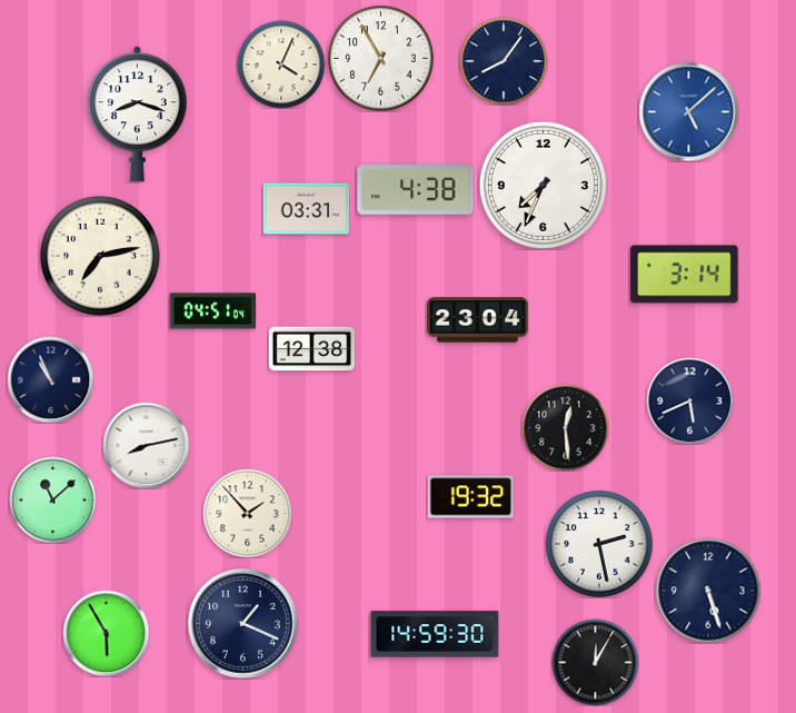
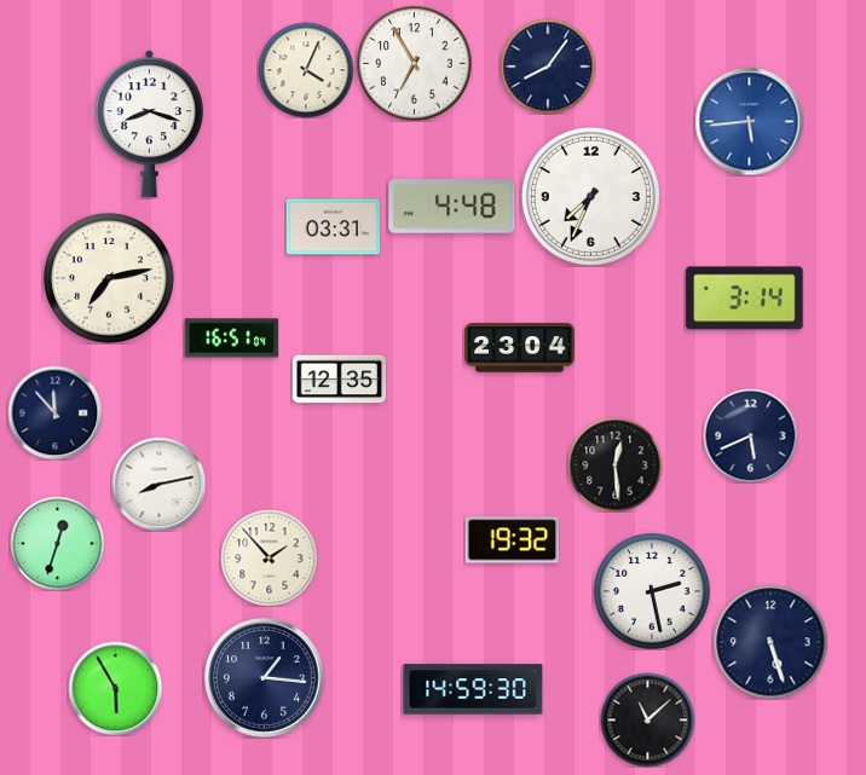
clock at (688, 111): 5:08 -> 5:44
clock at (543, 185) position: (543, 185) -> (590, 196)
clock at (416, 190): 4:38 -> 4:48
clock at (212, 311): 04:51 -> 16:51
clock at (311, 349): 12:38 -> 12:35
clock at (50, 379): 10:56 -> 11:53
clock at (52, 499): 11:08 -> 12:33
clock at (242, 623): 1:19 -> 1:16
clock at (595, 662): 12:05 -> 11:08
